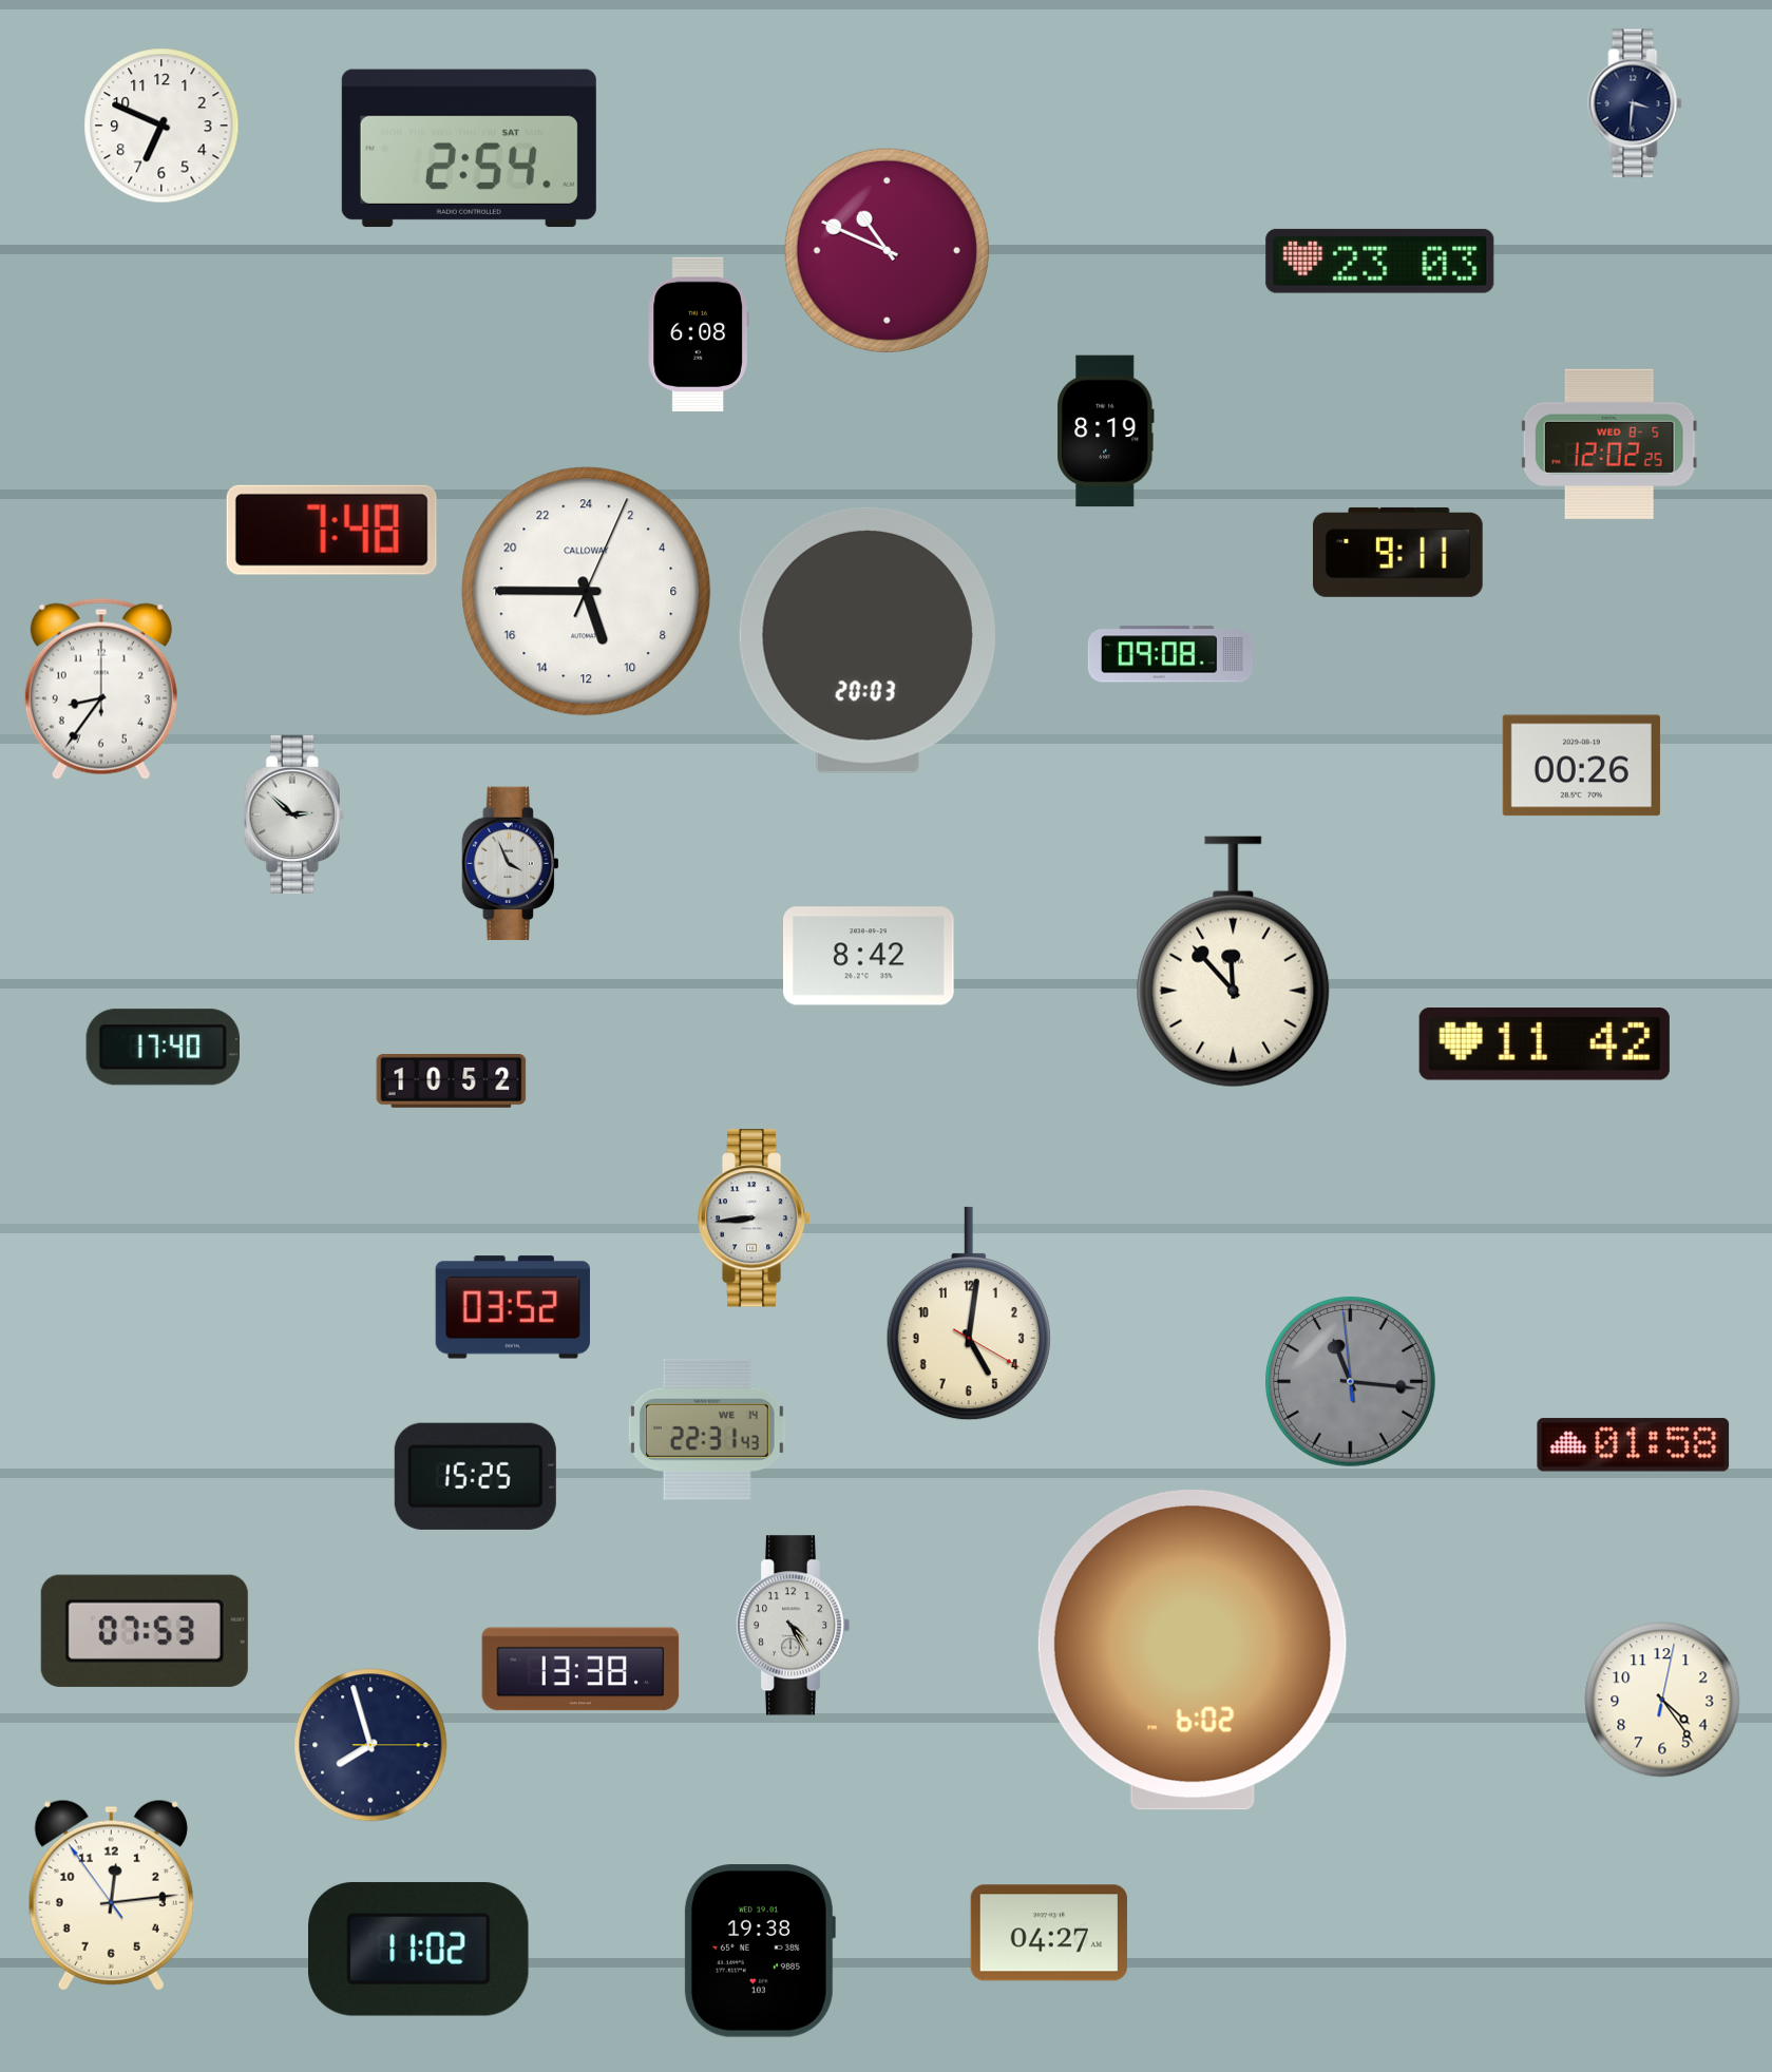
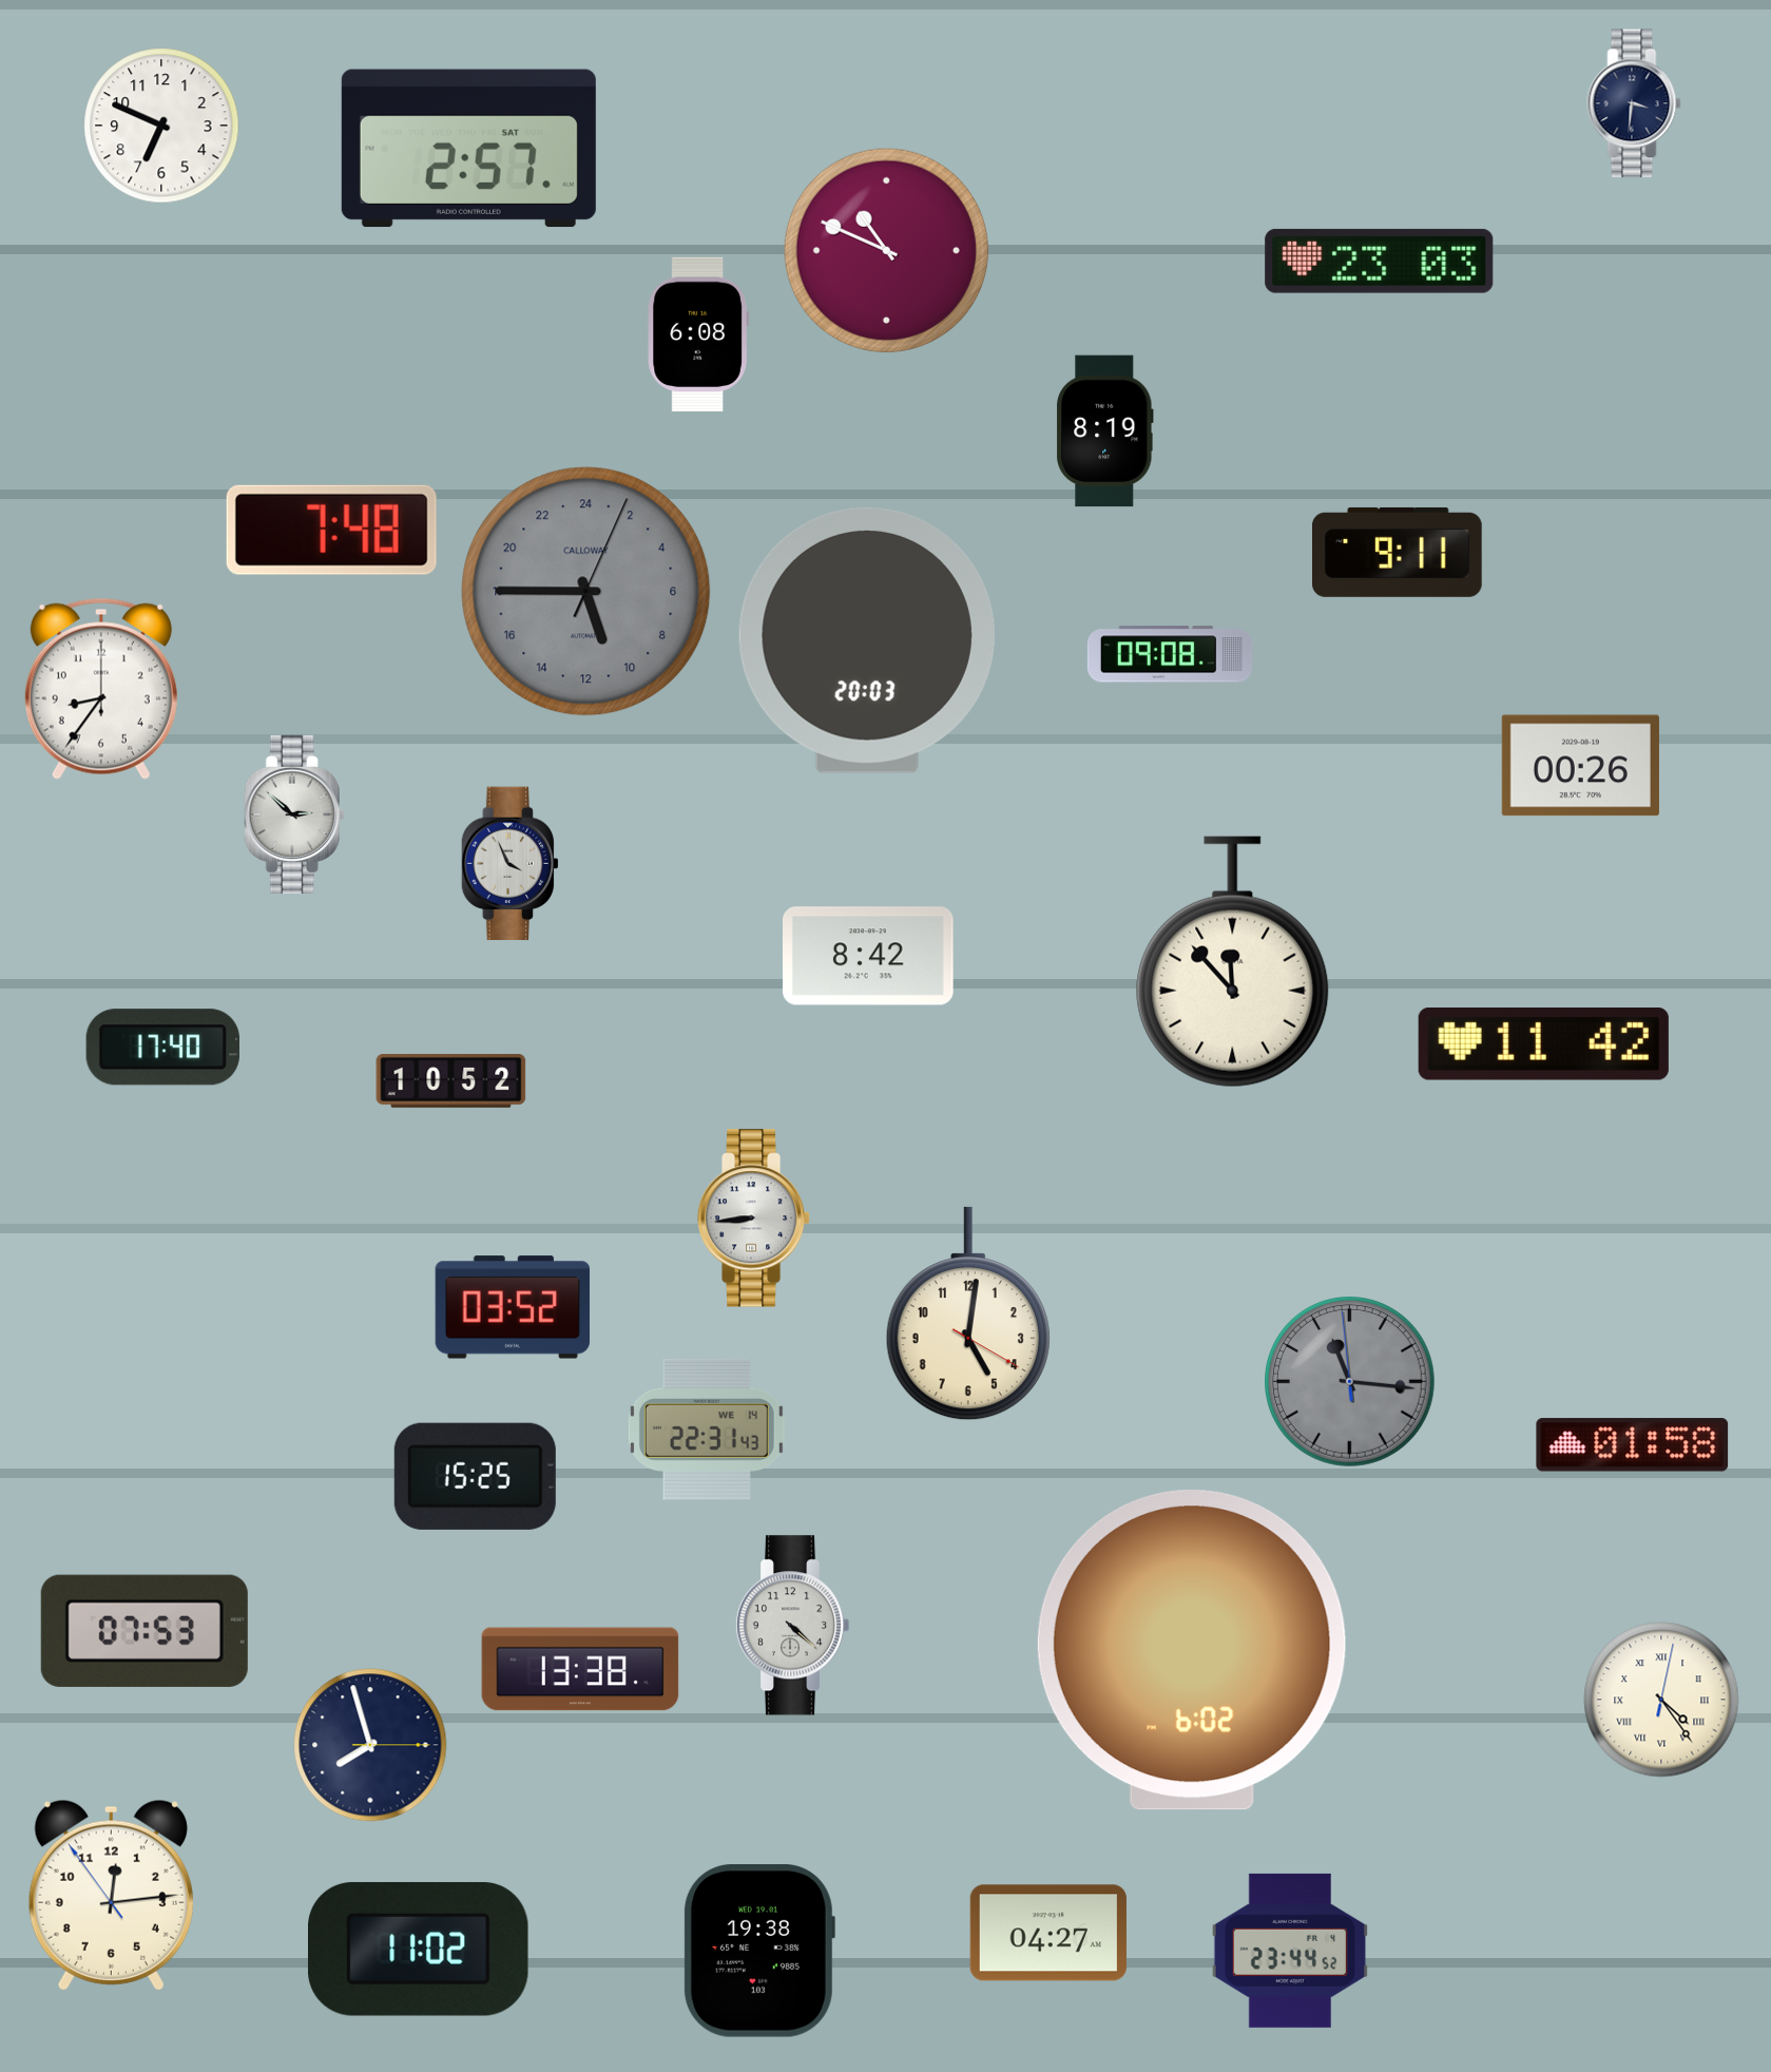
clock at (469, 149): 2:54 -> 2:57
clock at (1609, 444): 12:02 -> none
clock at (587, 592) dial: white -> grey
clock at (793, 1626): 4:25 -> 4:22
clock at (1662, 1700) numerals: Arabic -> Roman
clock at (1290, 1951): none -> 23:44
